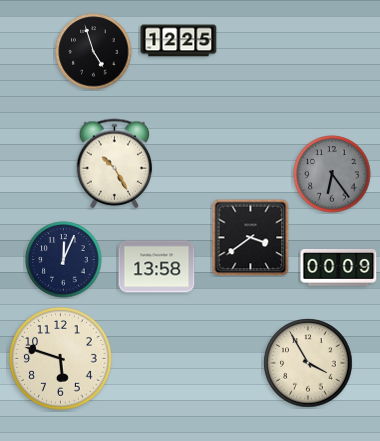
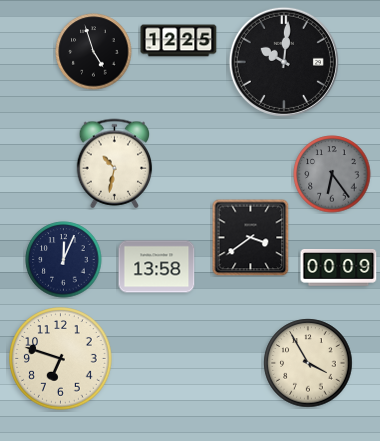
clock at (284, 62): none -> 10:01
clock at (115, 164): 10:25 -> 10:32
clock at (61, 359): 5:48 -> 6:48
